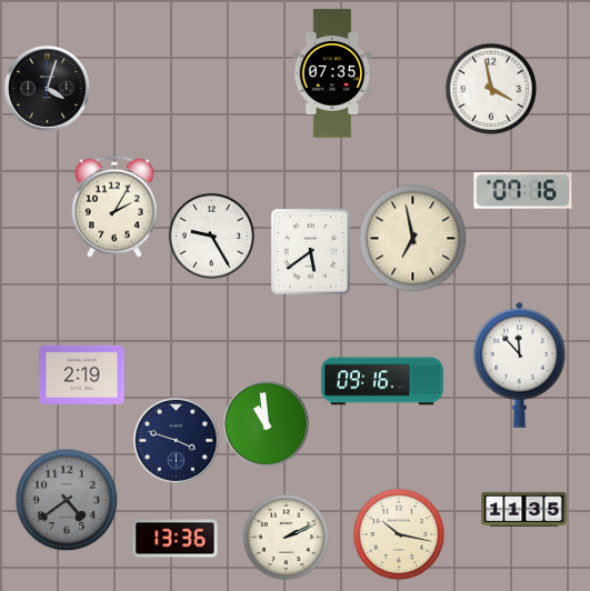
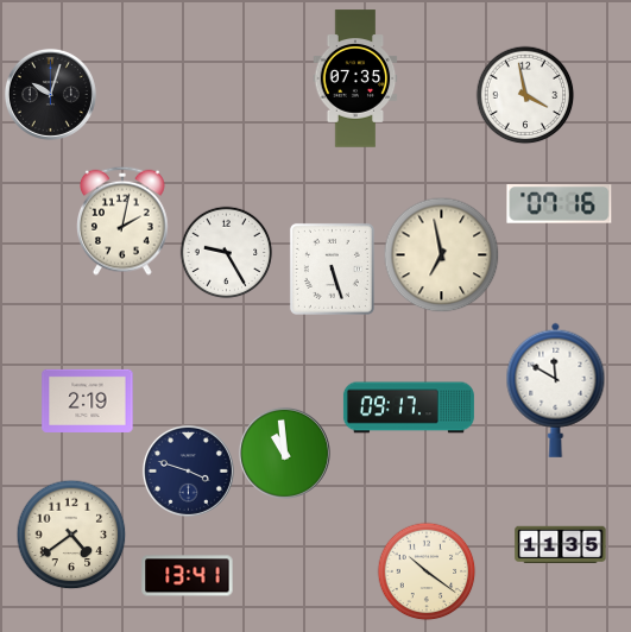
clock at (47, 88): 4:03 -> 10:03
clock at (116, 207): 2:05 -> 2:02
clock at (310, 251): 5:39 -> 5:27
clock at (520, 364): 11:53 -> 11:50
clock at (382, 381): 09:16 -> 09:17
clock at (67, 500) dial: grey -> cream
clock at (399, 534): 10:17 -> 10:21
clock at (286, 537): 2:11 -> none
clock at (176, 539): 13:36 -> 13:41
